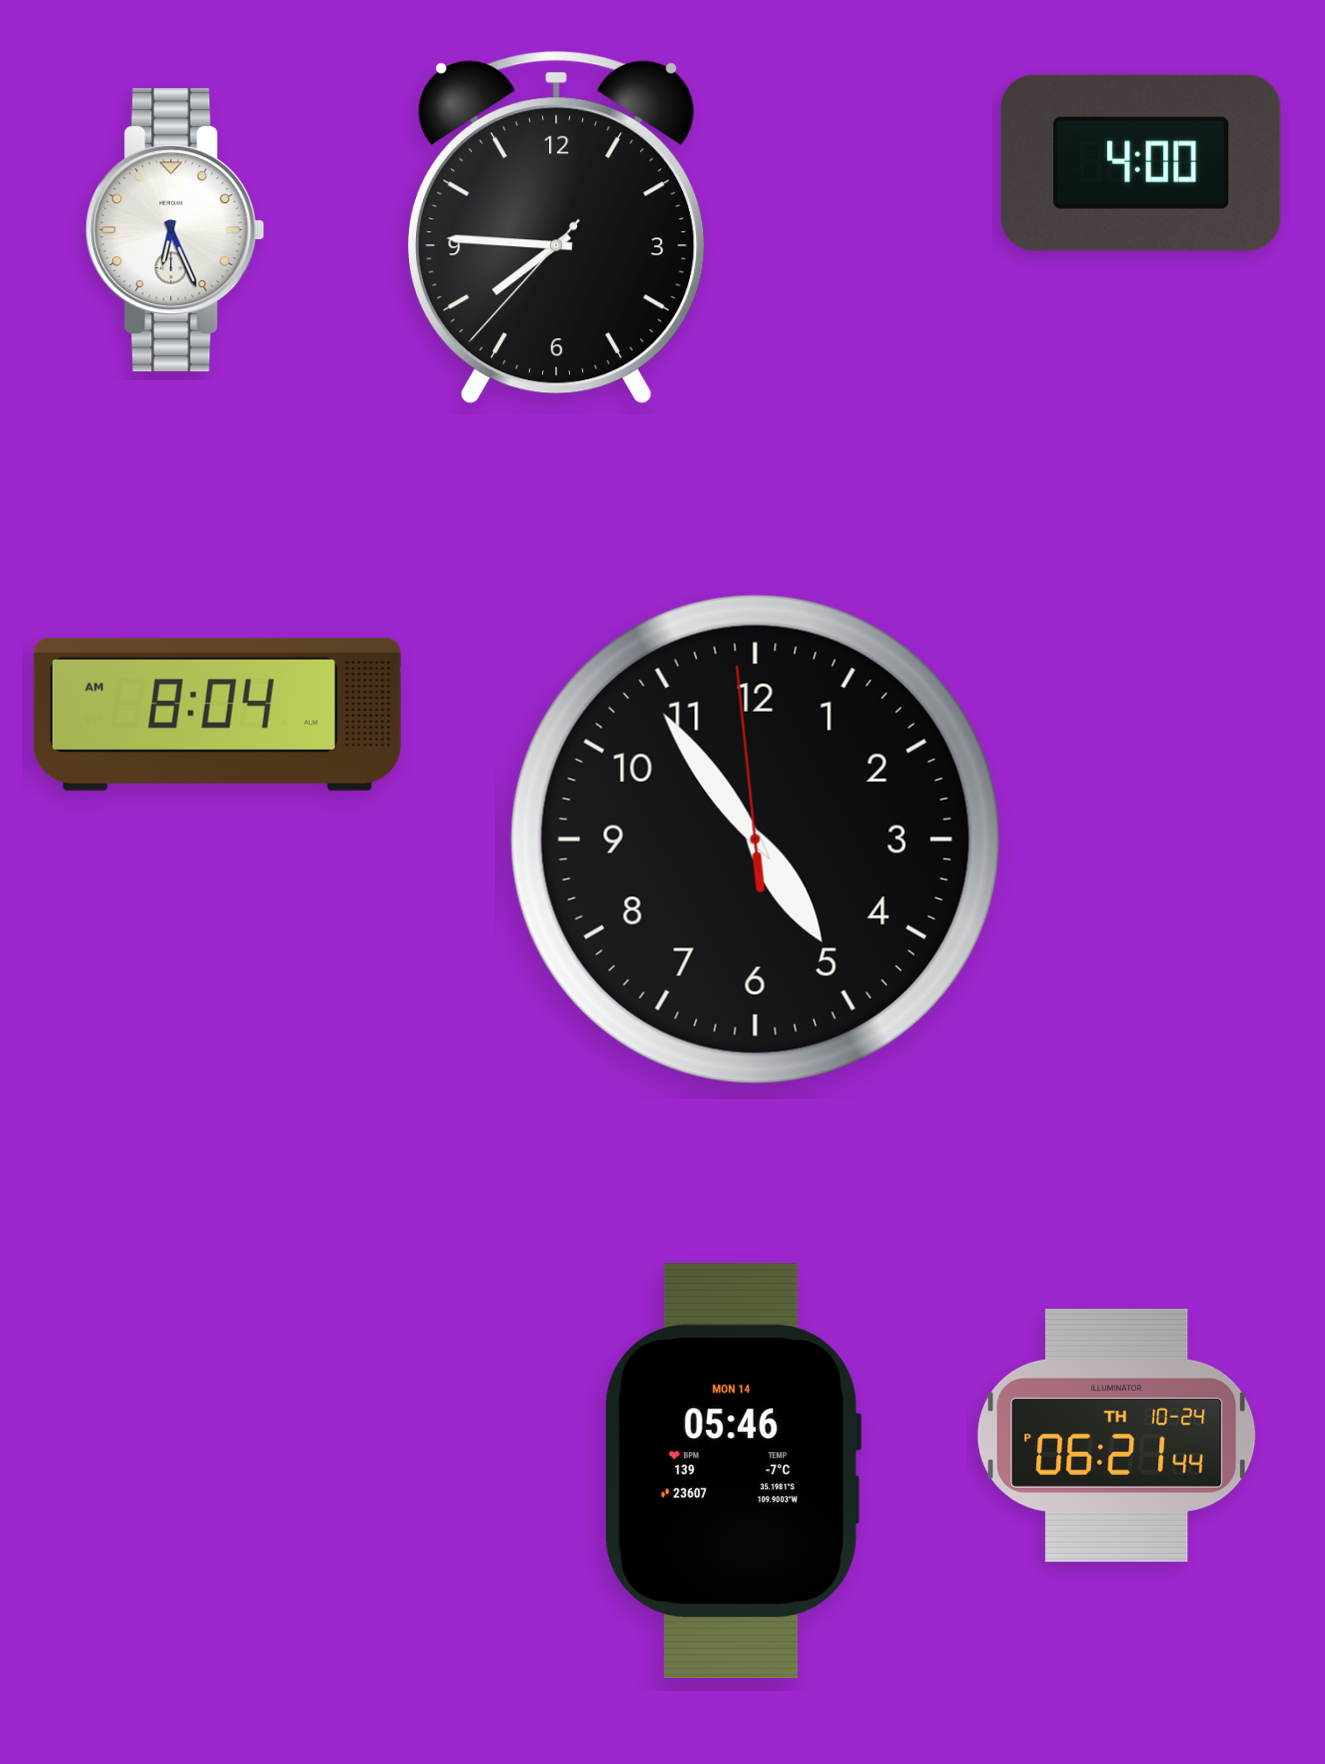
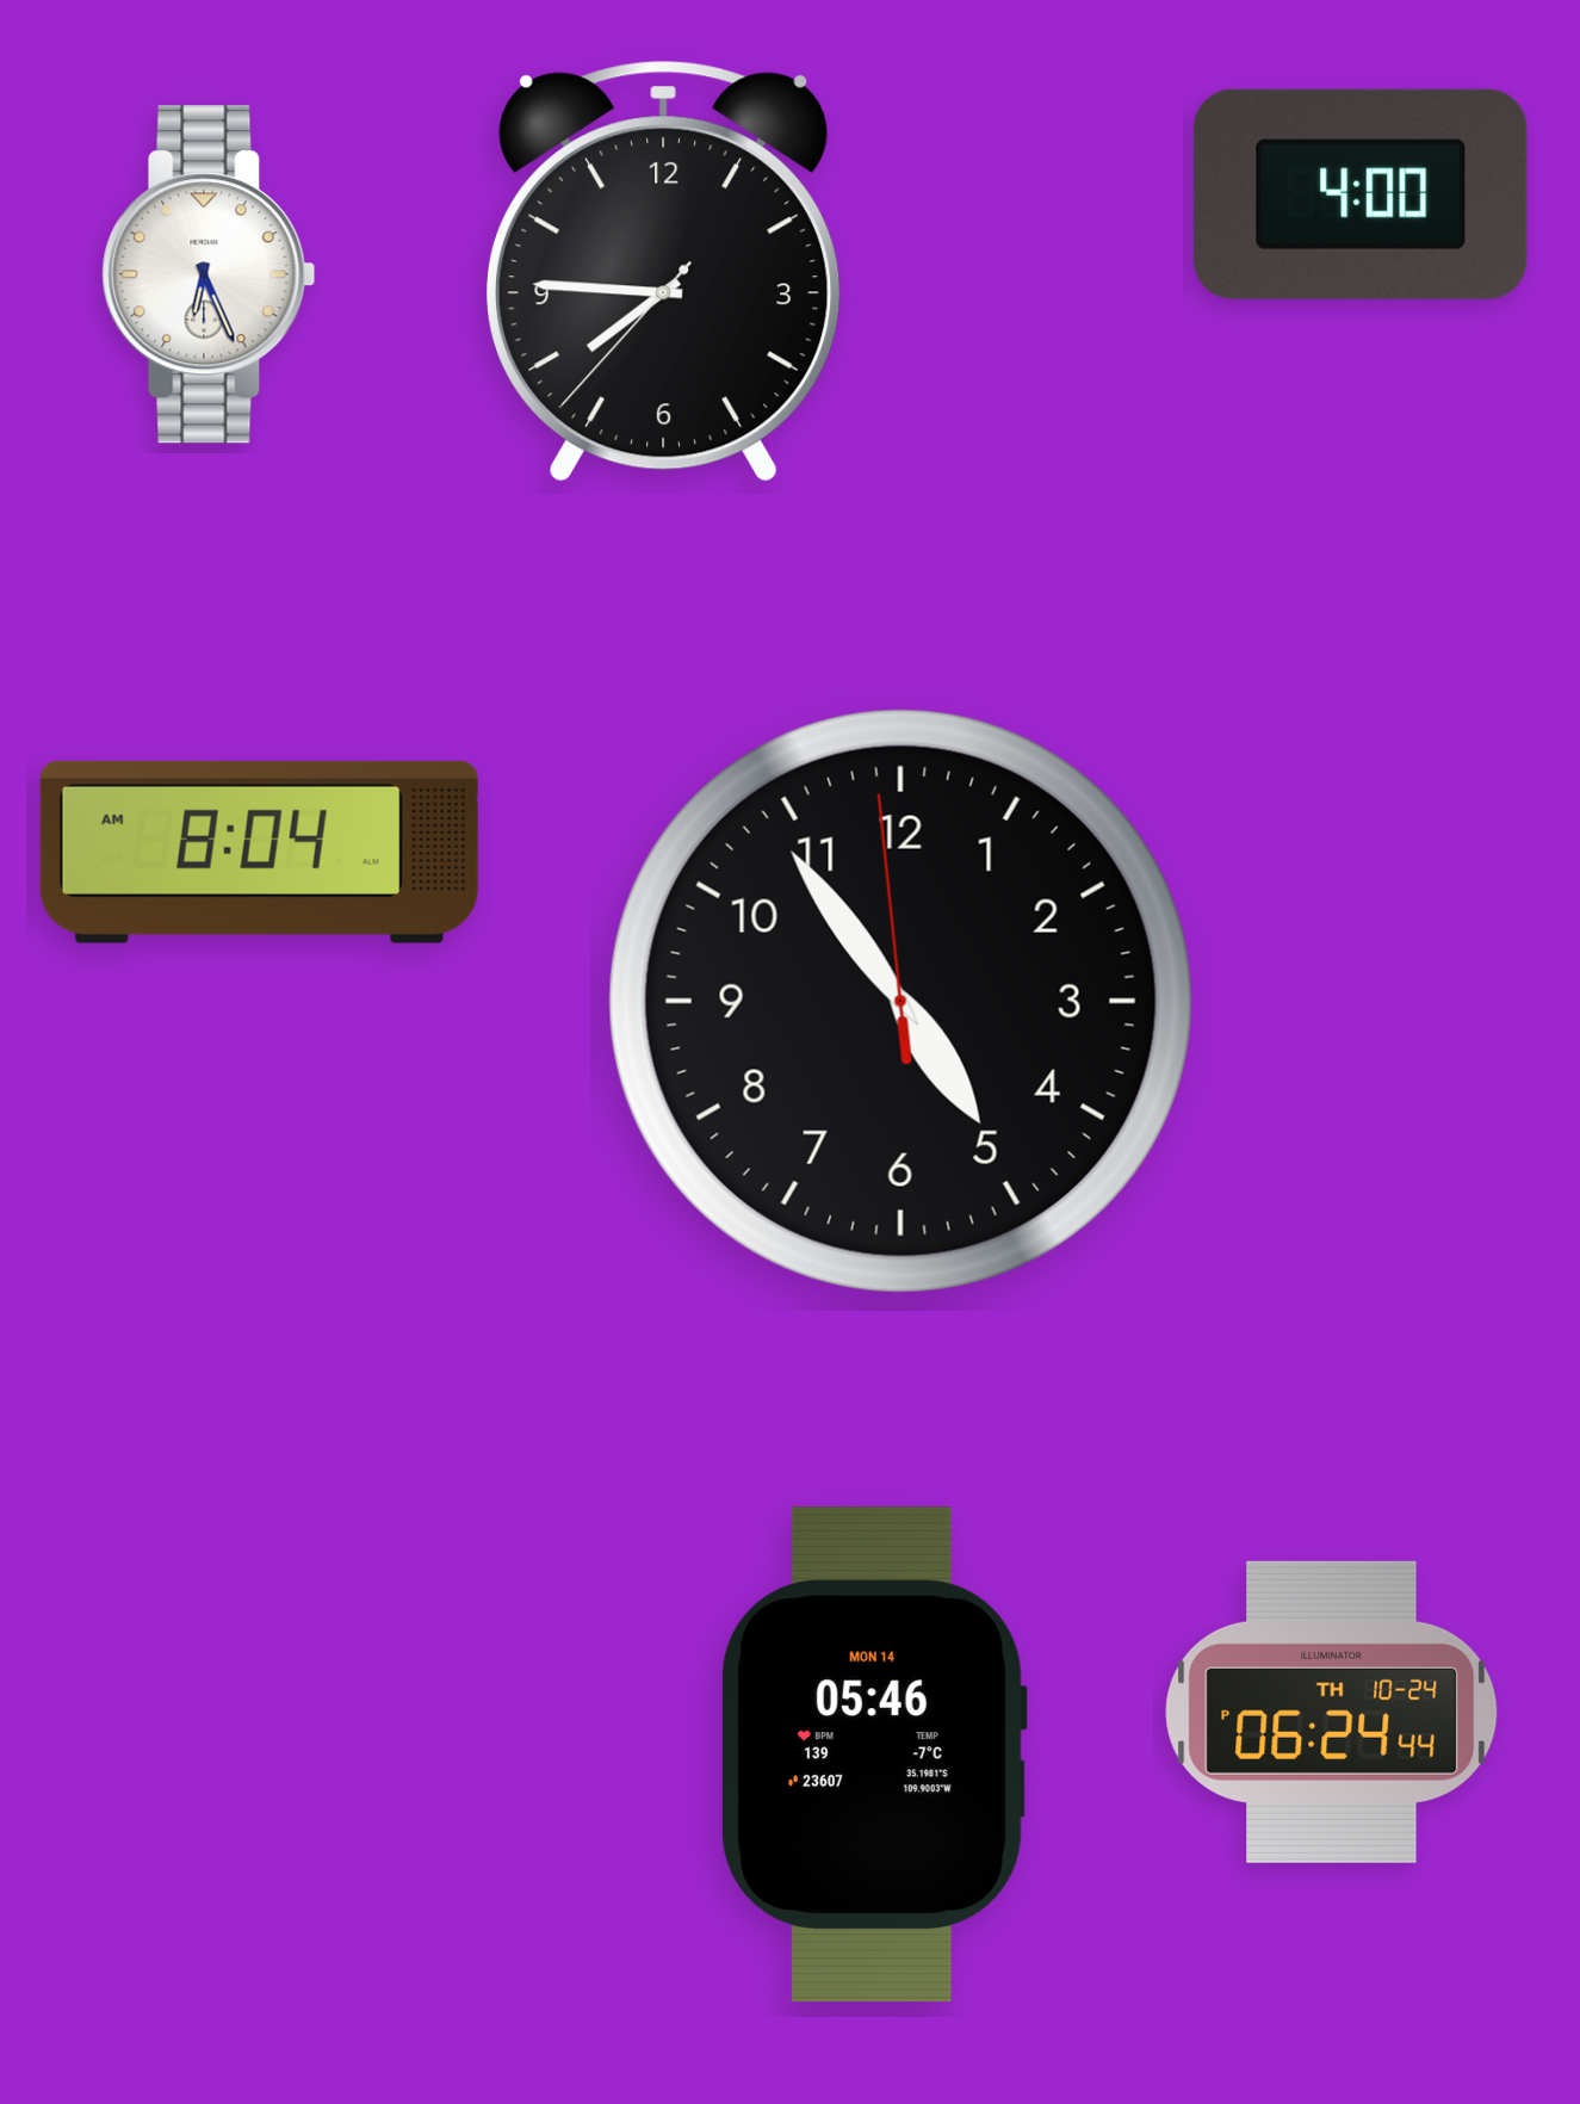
clock at (1117, 1435): 06:21 -> 06:24
